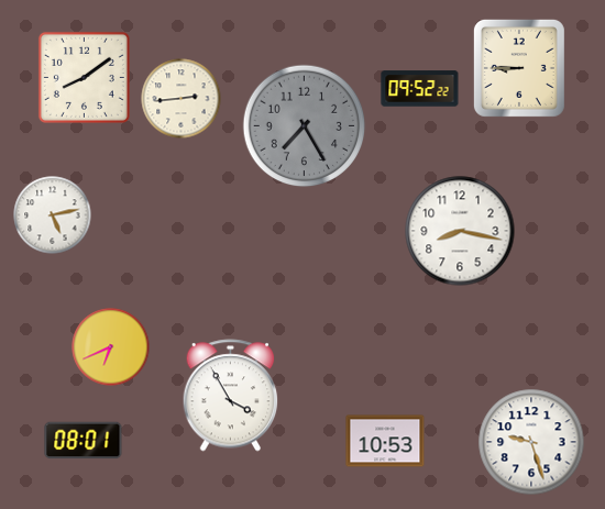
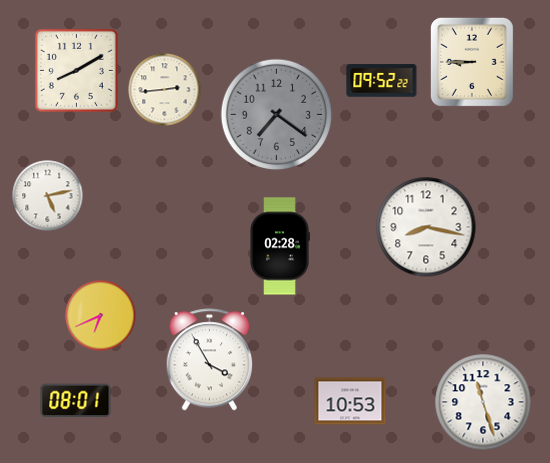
clock at (84, 77): 8:09 -> 8:10
clock at (305, 126): 7:25 -> 7:21
clock at (460, 231) position: (460, 231) -> (426, 227)
clock at (280, 246): none -> 02:28
clock at (531, 442): 9:27 -> 11:27
